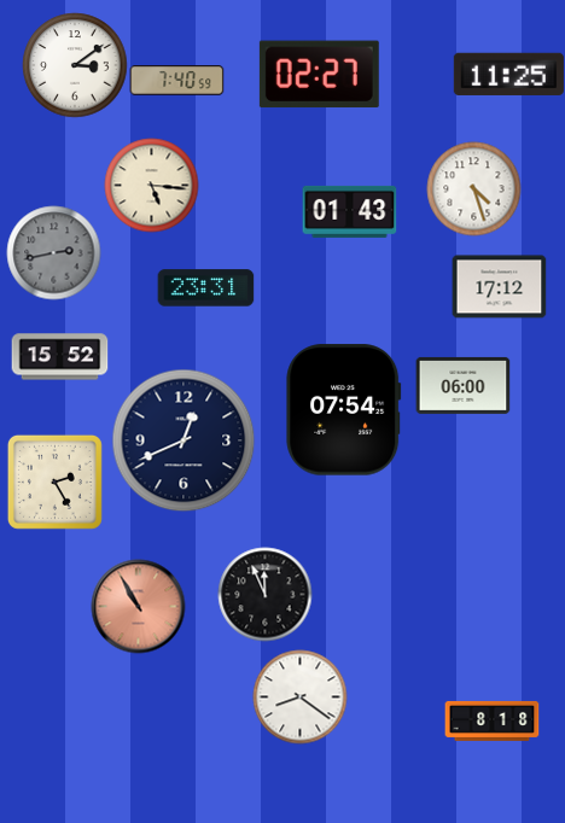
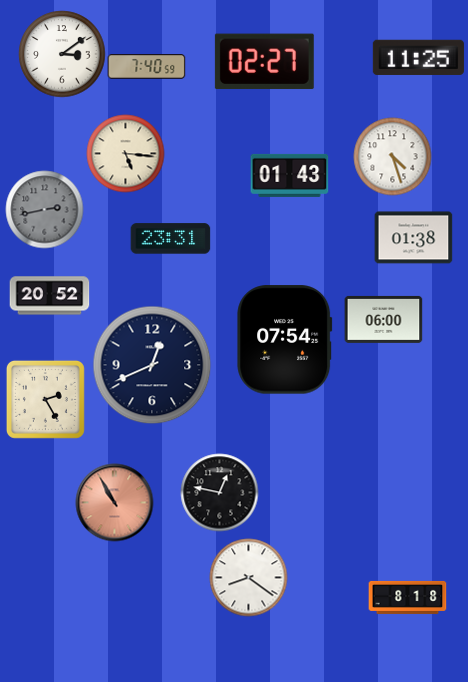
clock at (508, 74) position: (508, 74) -> (418, 57)
clock at (499, 287): 17:12 -> 01:38
clock at (59, 357): 15:52 -> 20:52
clock at (264, 594): 11:56 -> 12:47
